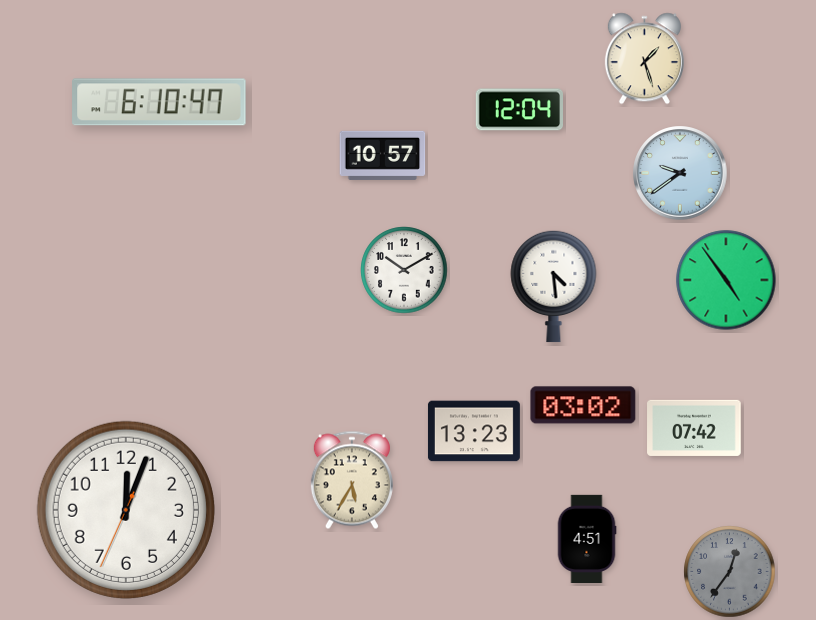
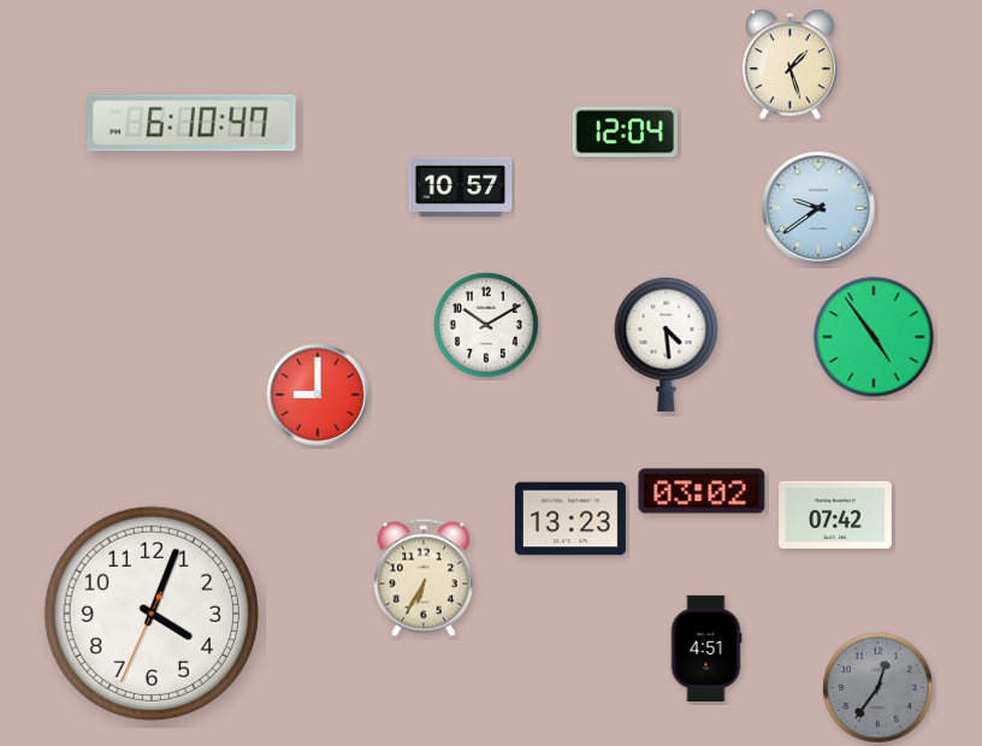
clock at (644, 59) position: (644, 59) -> (789, 65)
clock at (318, 395): none -> 9:00
clock at (583, 405) position: (583, 405) -> (702, 491)
clock at (352, 480): 5:35 -> 6:35
clock at (126, 510): 12:03 -> 4:03
